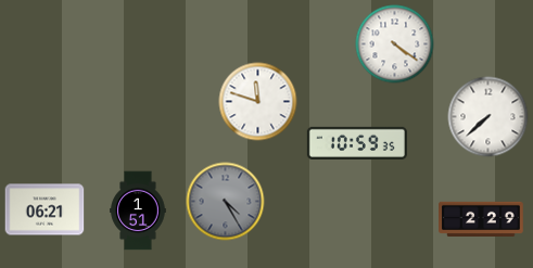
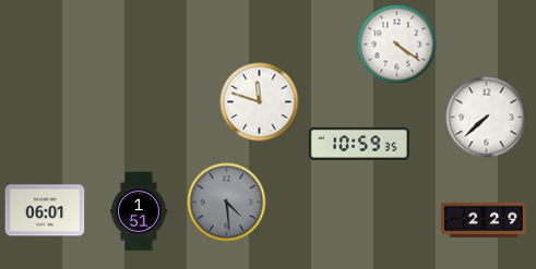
clock at (488, 117) position: (488, 117) -> (487, 118)
clock at (226, 202): 4:25 -> 4:29
clock at (45, 209): 06:21 -> 06:01
